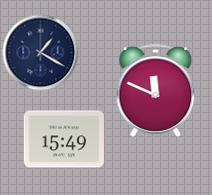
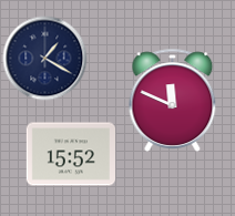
clock at (64, 139): 15:49 -> 15:52
